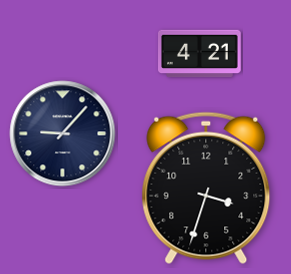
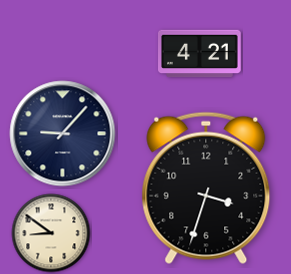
clock at (51, 233): none -> 8:51
